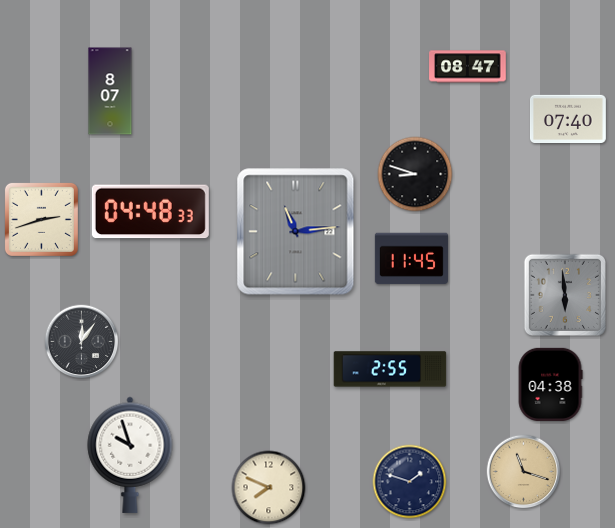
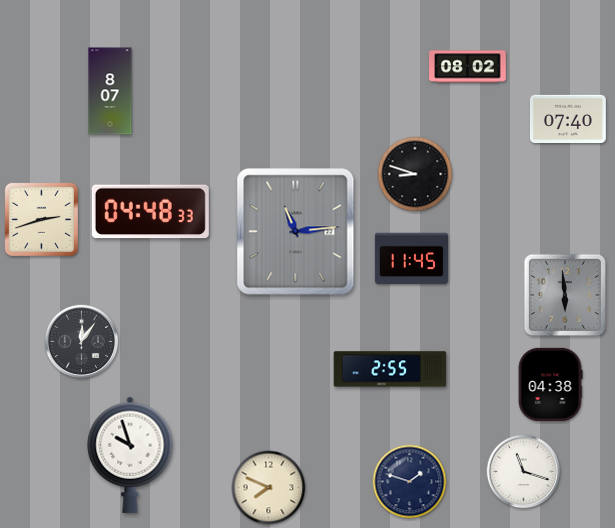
clock at (468, 67): 08:47 -> 08:02
clock at (524, 472) dial: champagne -> white
